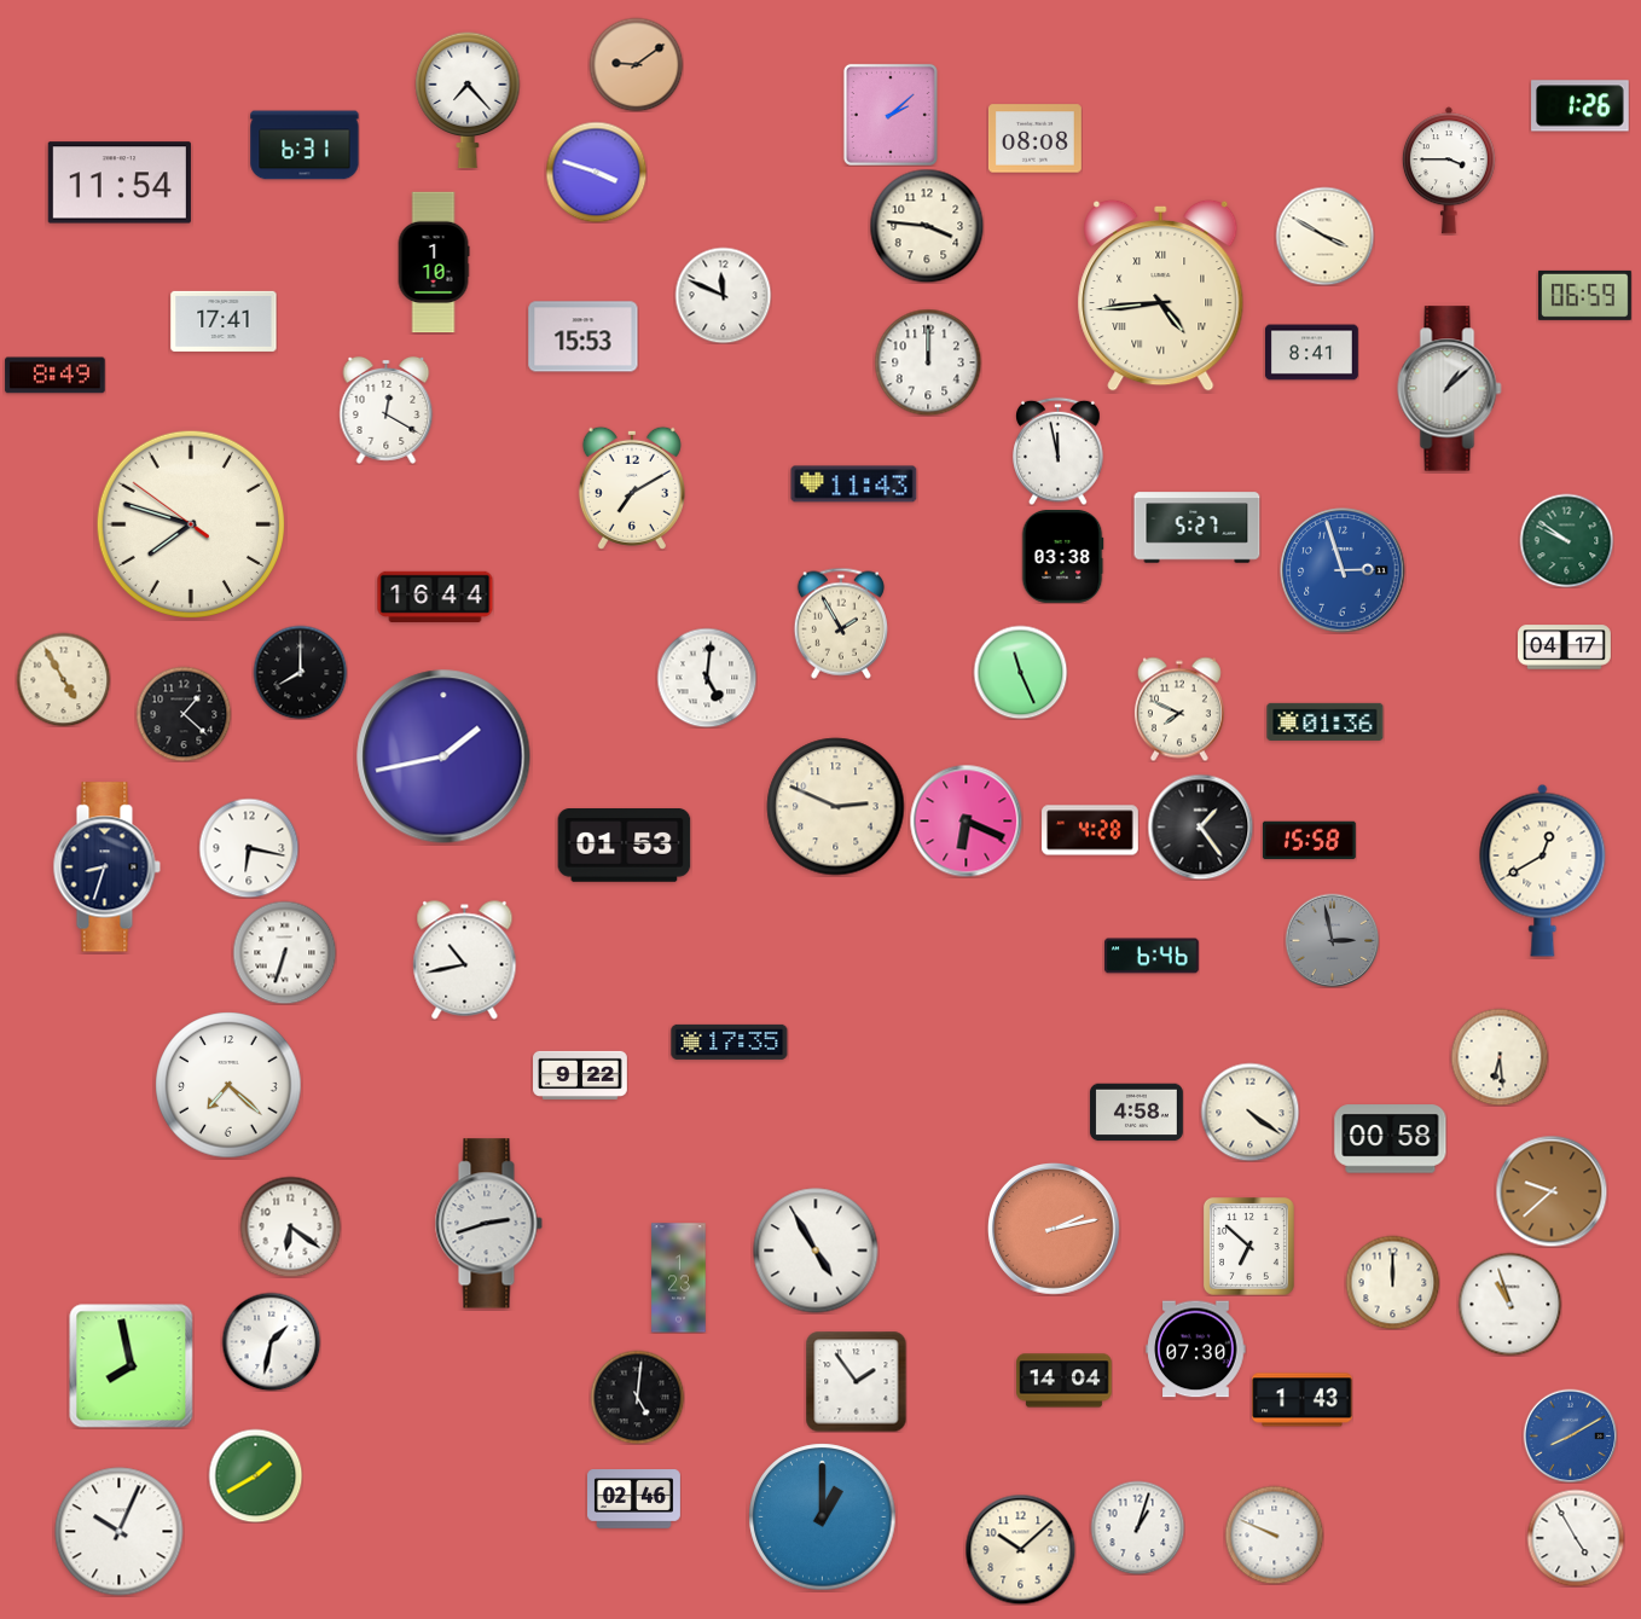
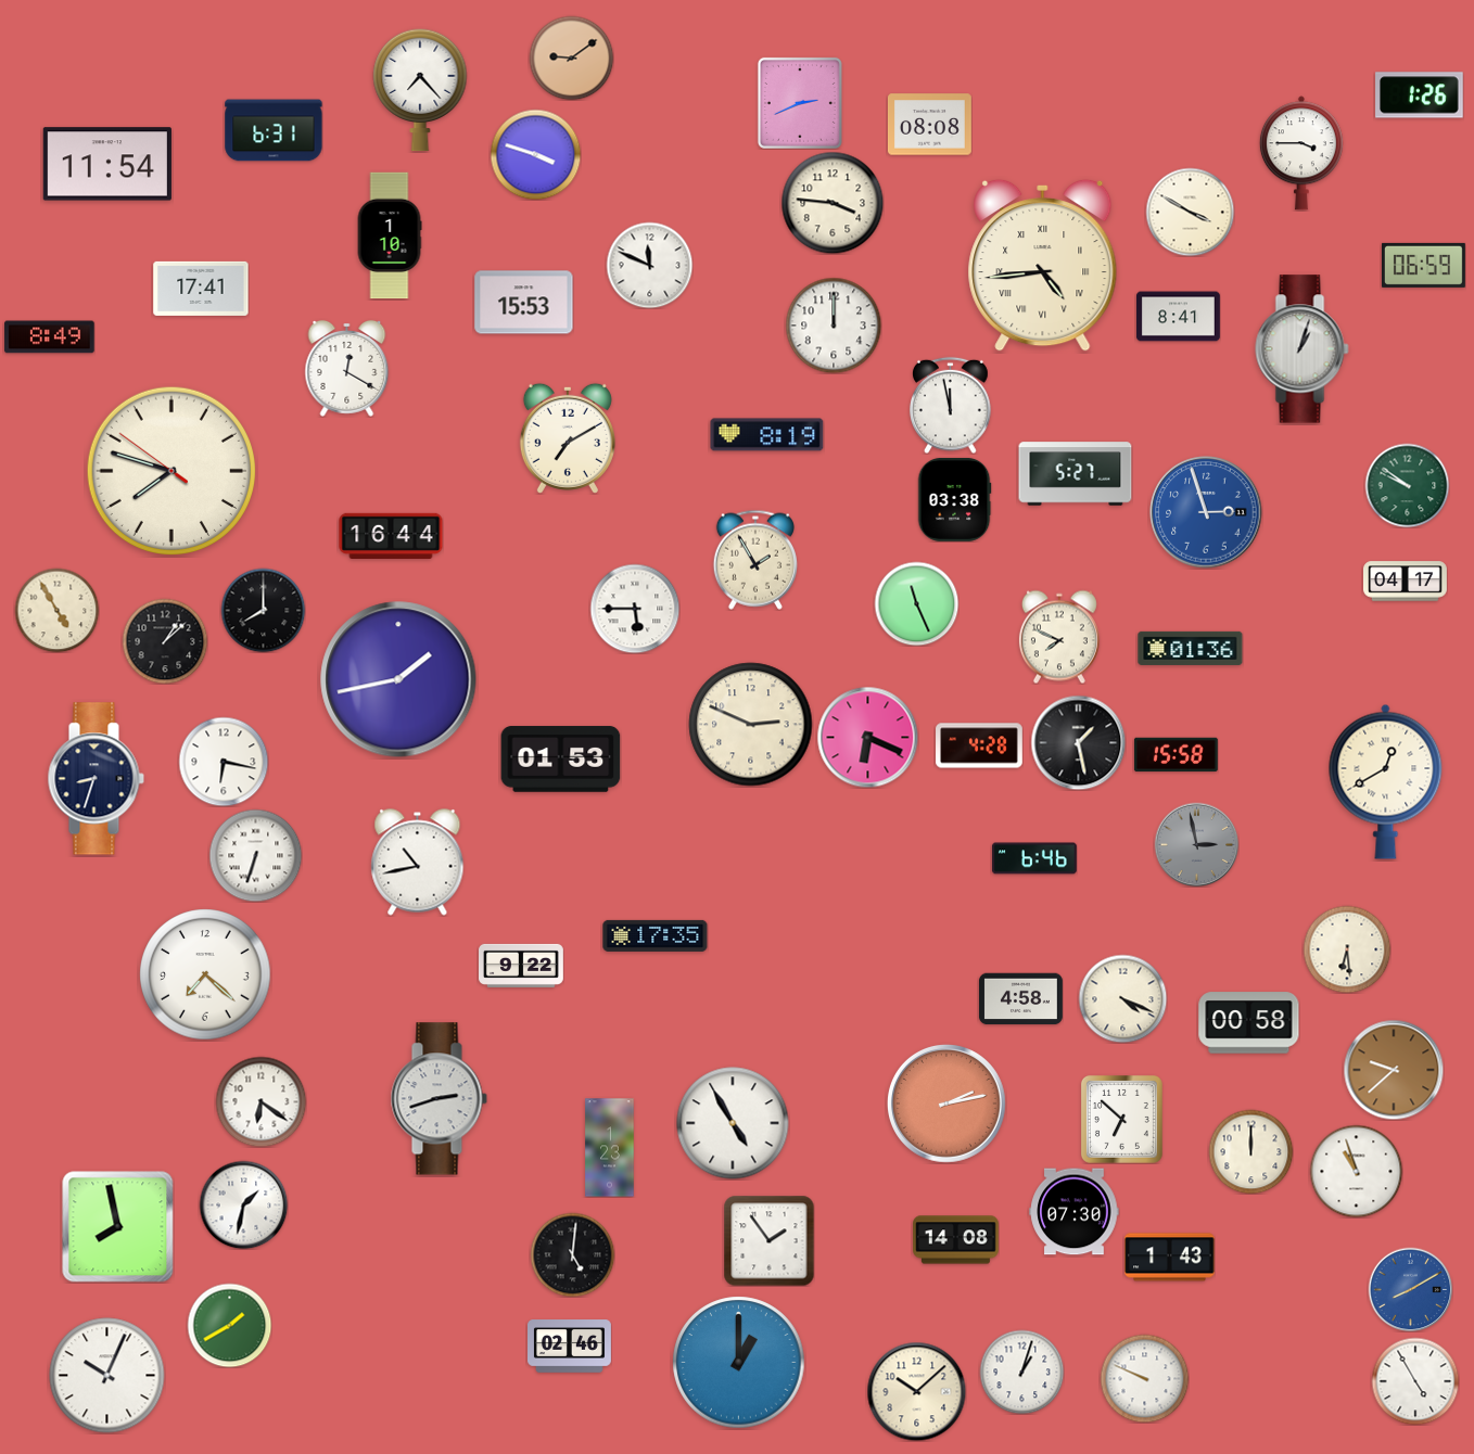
clock at (891, 115): 2:08 -> 2:41
clock at (1450, 389): 1:08 -> 1:03
clock at (854, 484): 11:43 -> 8:19
clock at (300, 672) position: (300, 672) -> (263, 610)
clock at (707, 678): 5:01 -> 5:45
clock at (184, 714): 1:22 -> 1:08
clock at (1200, 826): 1:24 -> 1:28
clock at (1249, 1112): 4:21 -> 4:19
clock at (1065, 1381): 14:04 -> 14:08
